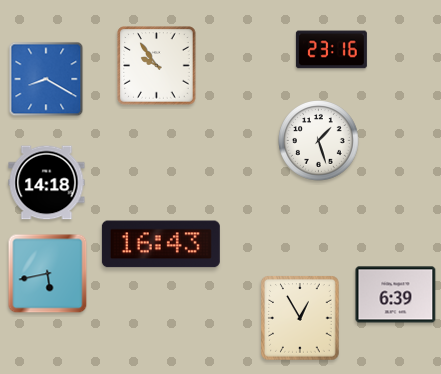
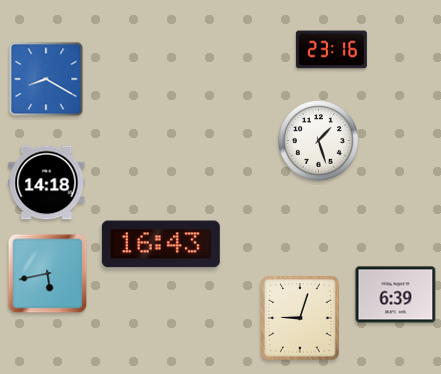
clock at (157, 66): 9:54 -> none
clock at (301, 318): 12:55 -> 9:03
